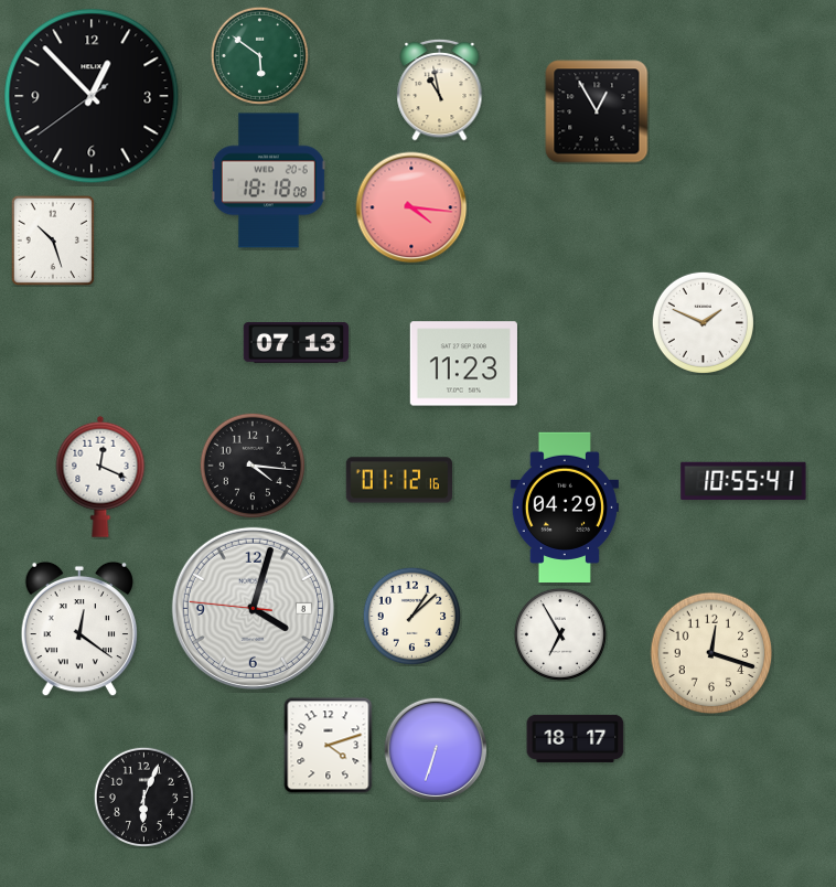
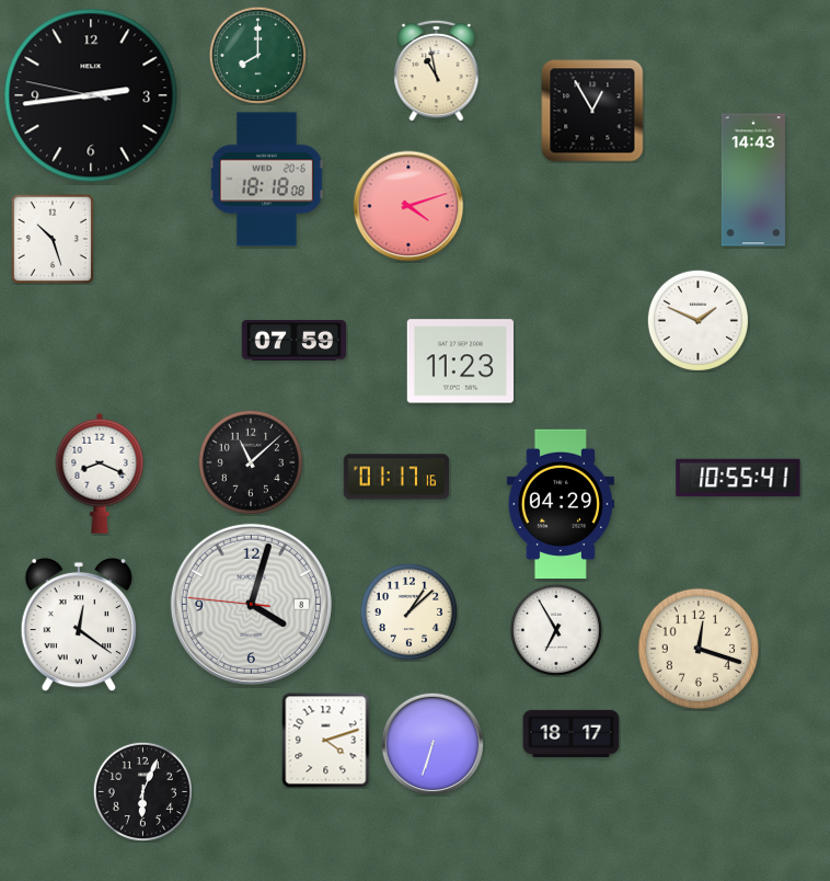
clock at (259, 55): 5:51 -> 8:00
clock at (440, 89) position: (440, 89) -> (437, 70)
clock at (92, 96): 12:52 -> 2:43
clock at (753, 180): none -> 14:43
clock at (411, 207): 4:16 -> 4:12
clock at (297, 343): 07:13 -> 07:59
clock at (251, 464): 4:16 -> 11:08
clock at (100, 477): 12:19 -> 8:19
clock at (398, 480): 01:12 -> 01:17
clock at (711, 653) position: (711, 653) -> (699, 649)
